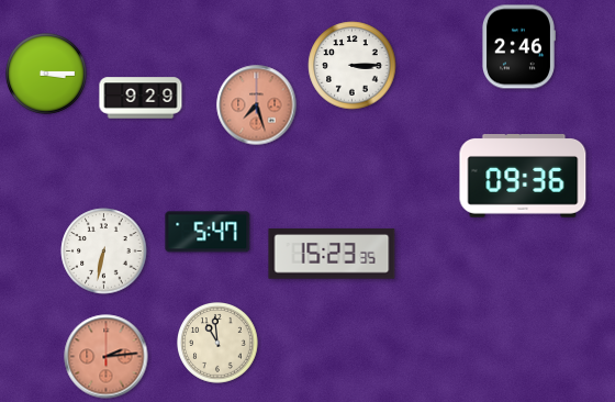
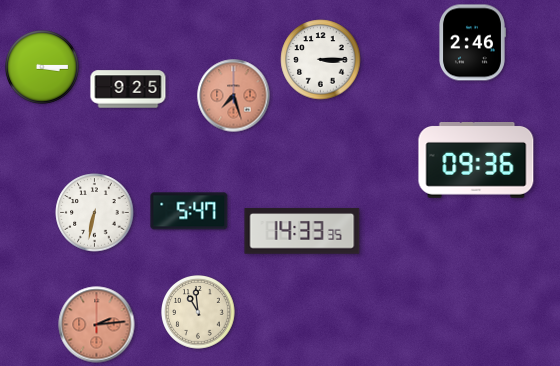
clock at (141, 98): 9:29 -> 9:25
clock at (104, 252) position: (104, 252) -> (95, 213)
clock at (332, 254): 15:23 -> 14:33
